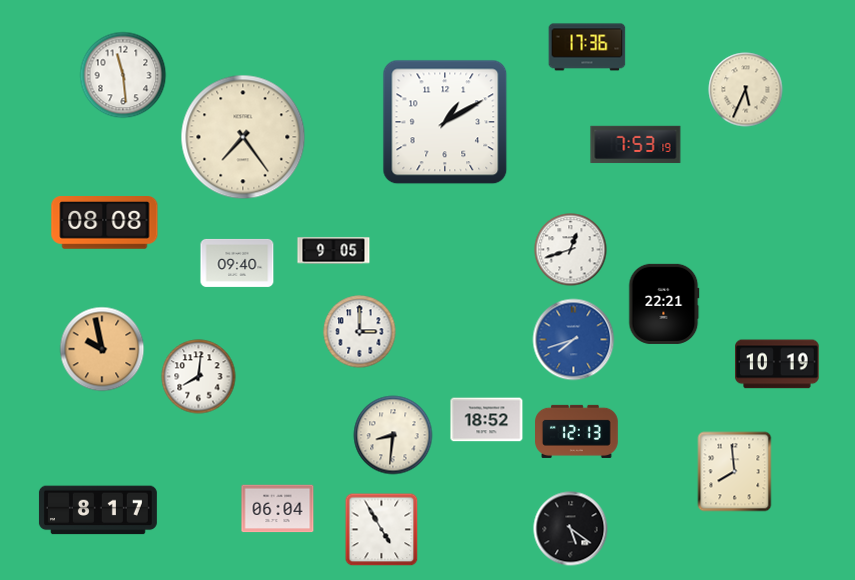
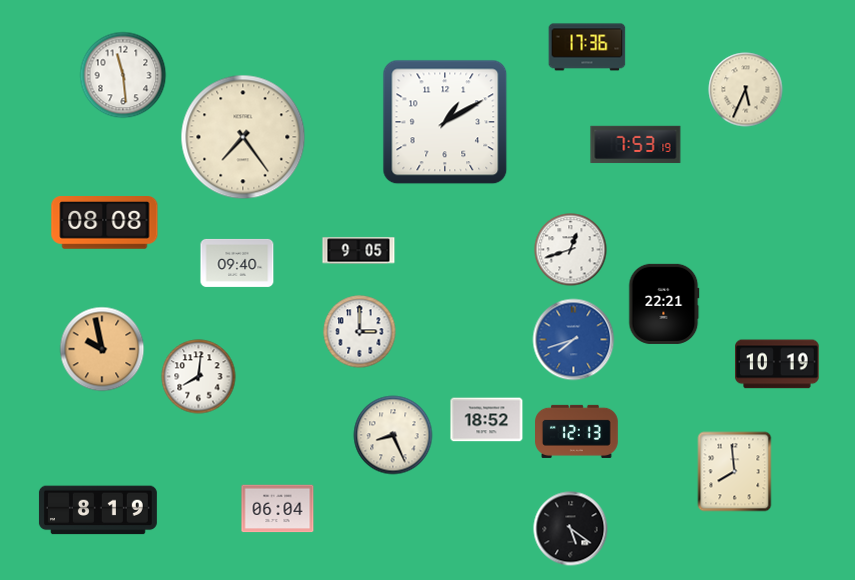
clock at (334, 251) position: (334, 251) -> (359, 251)
clock at (393, 435): 8:31 -> 8:26
clock at (98, 510): 8:17 -> 8:19
clock at (382, 530): 4:55 -> none
